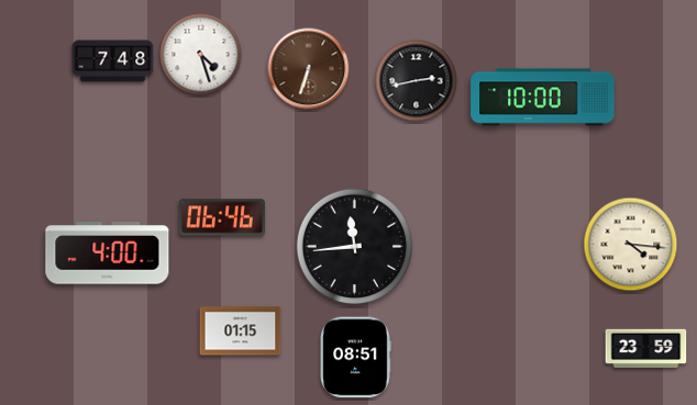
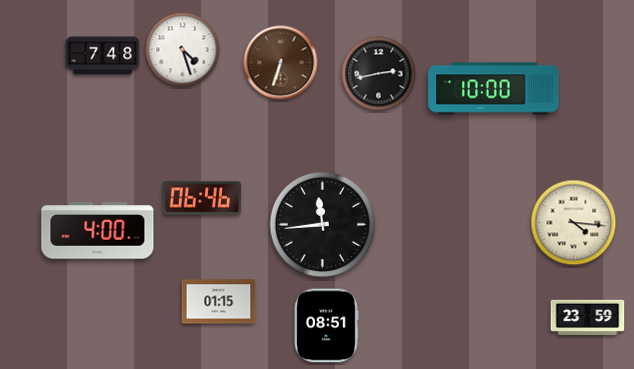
clock at (355, 358) position: (355, 358) -> (326, 326)
